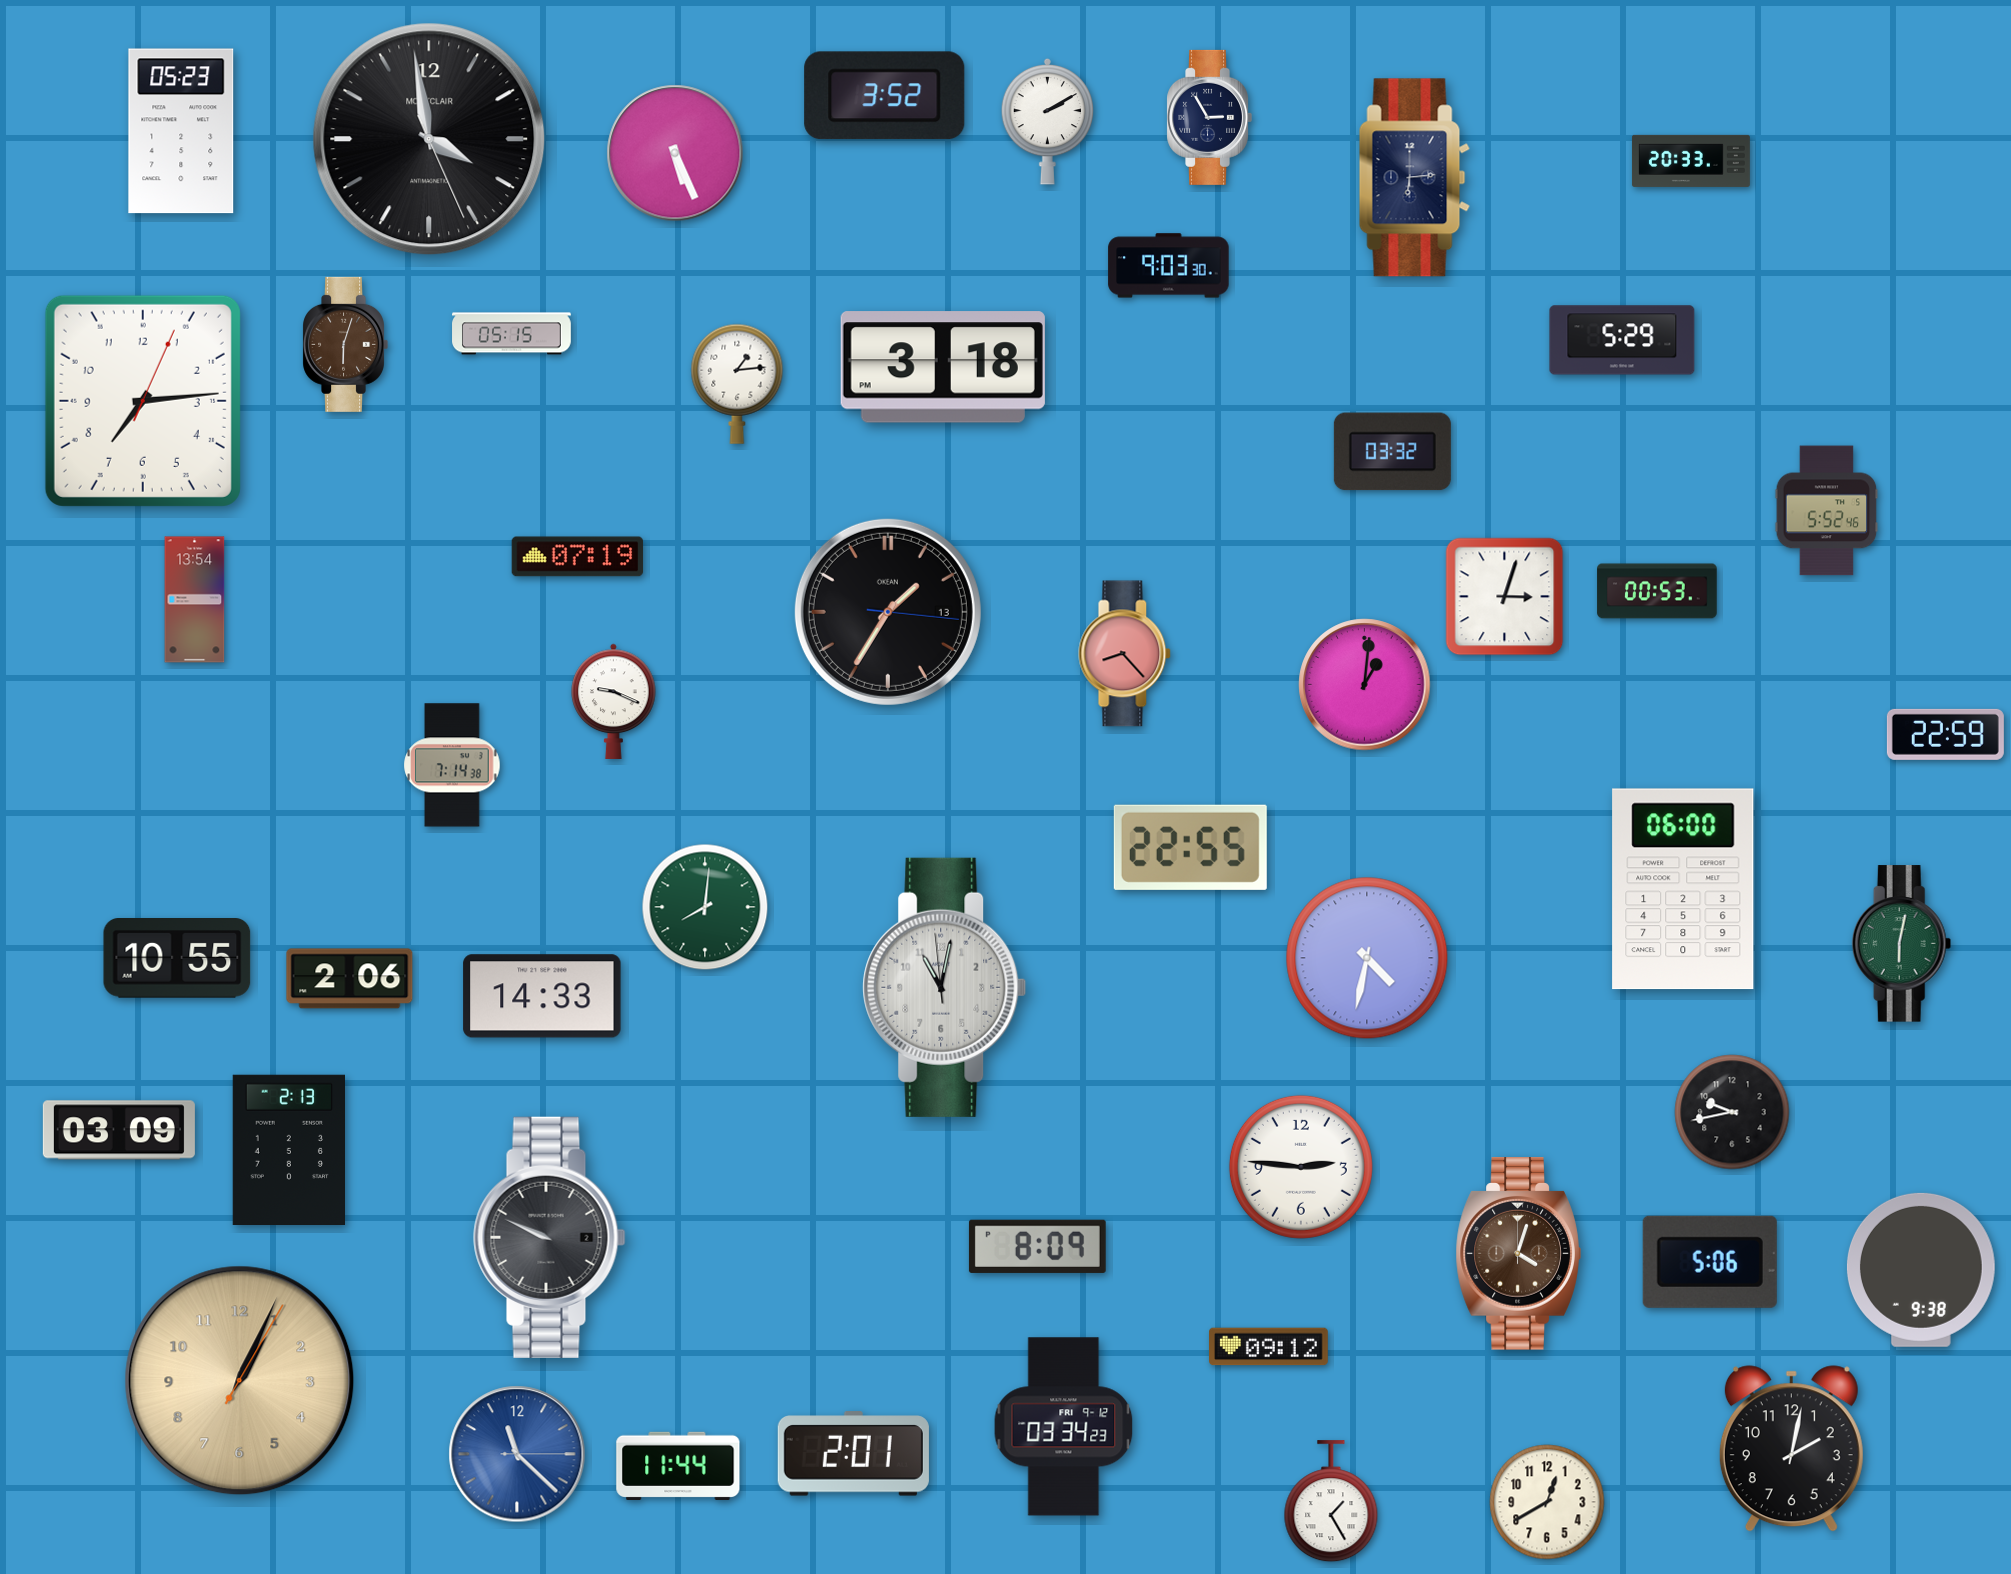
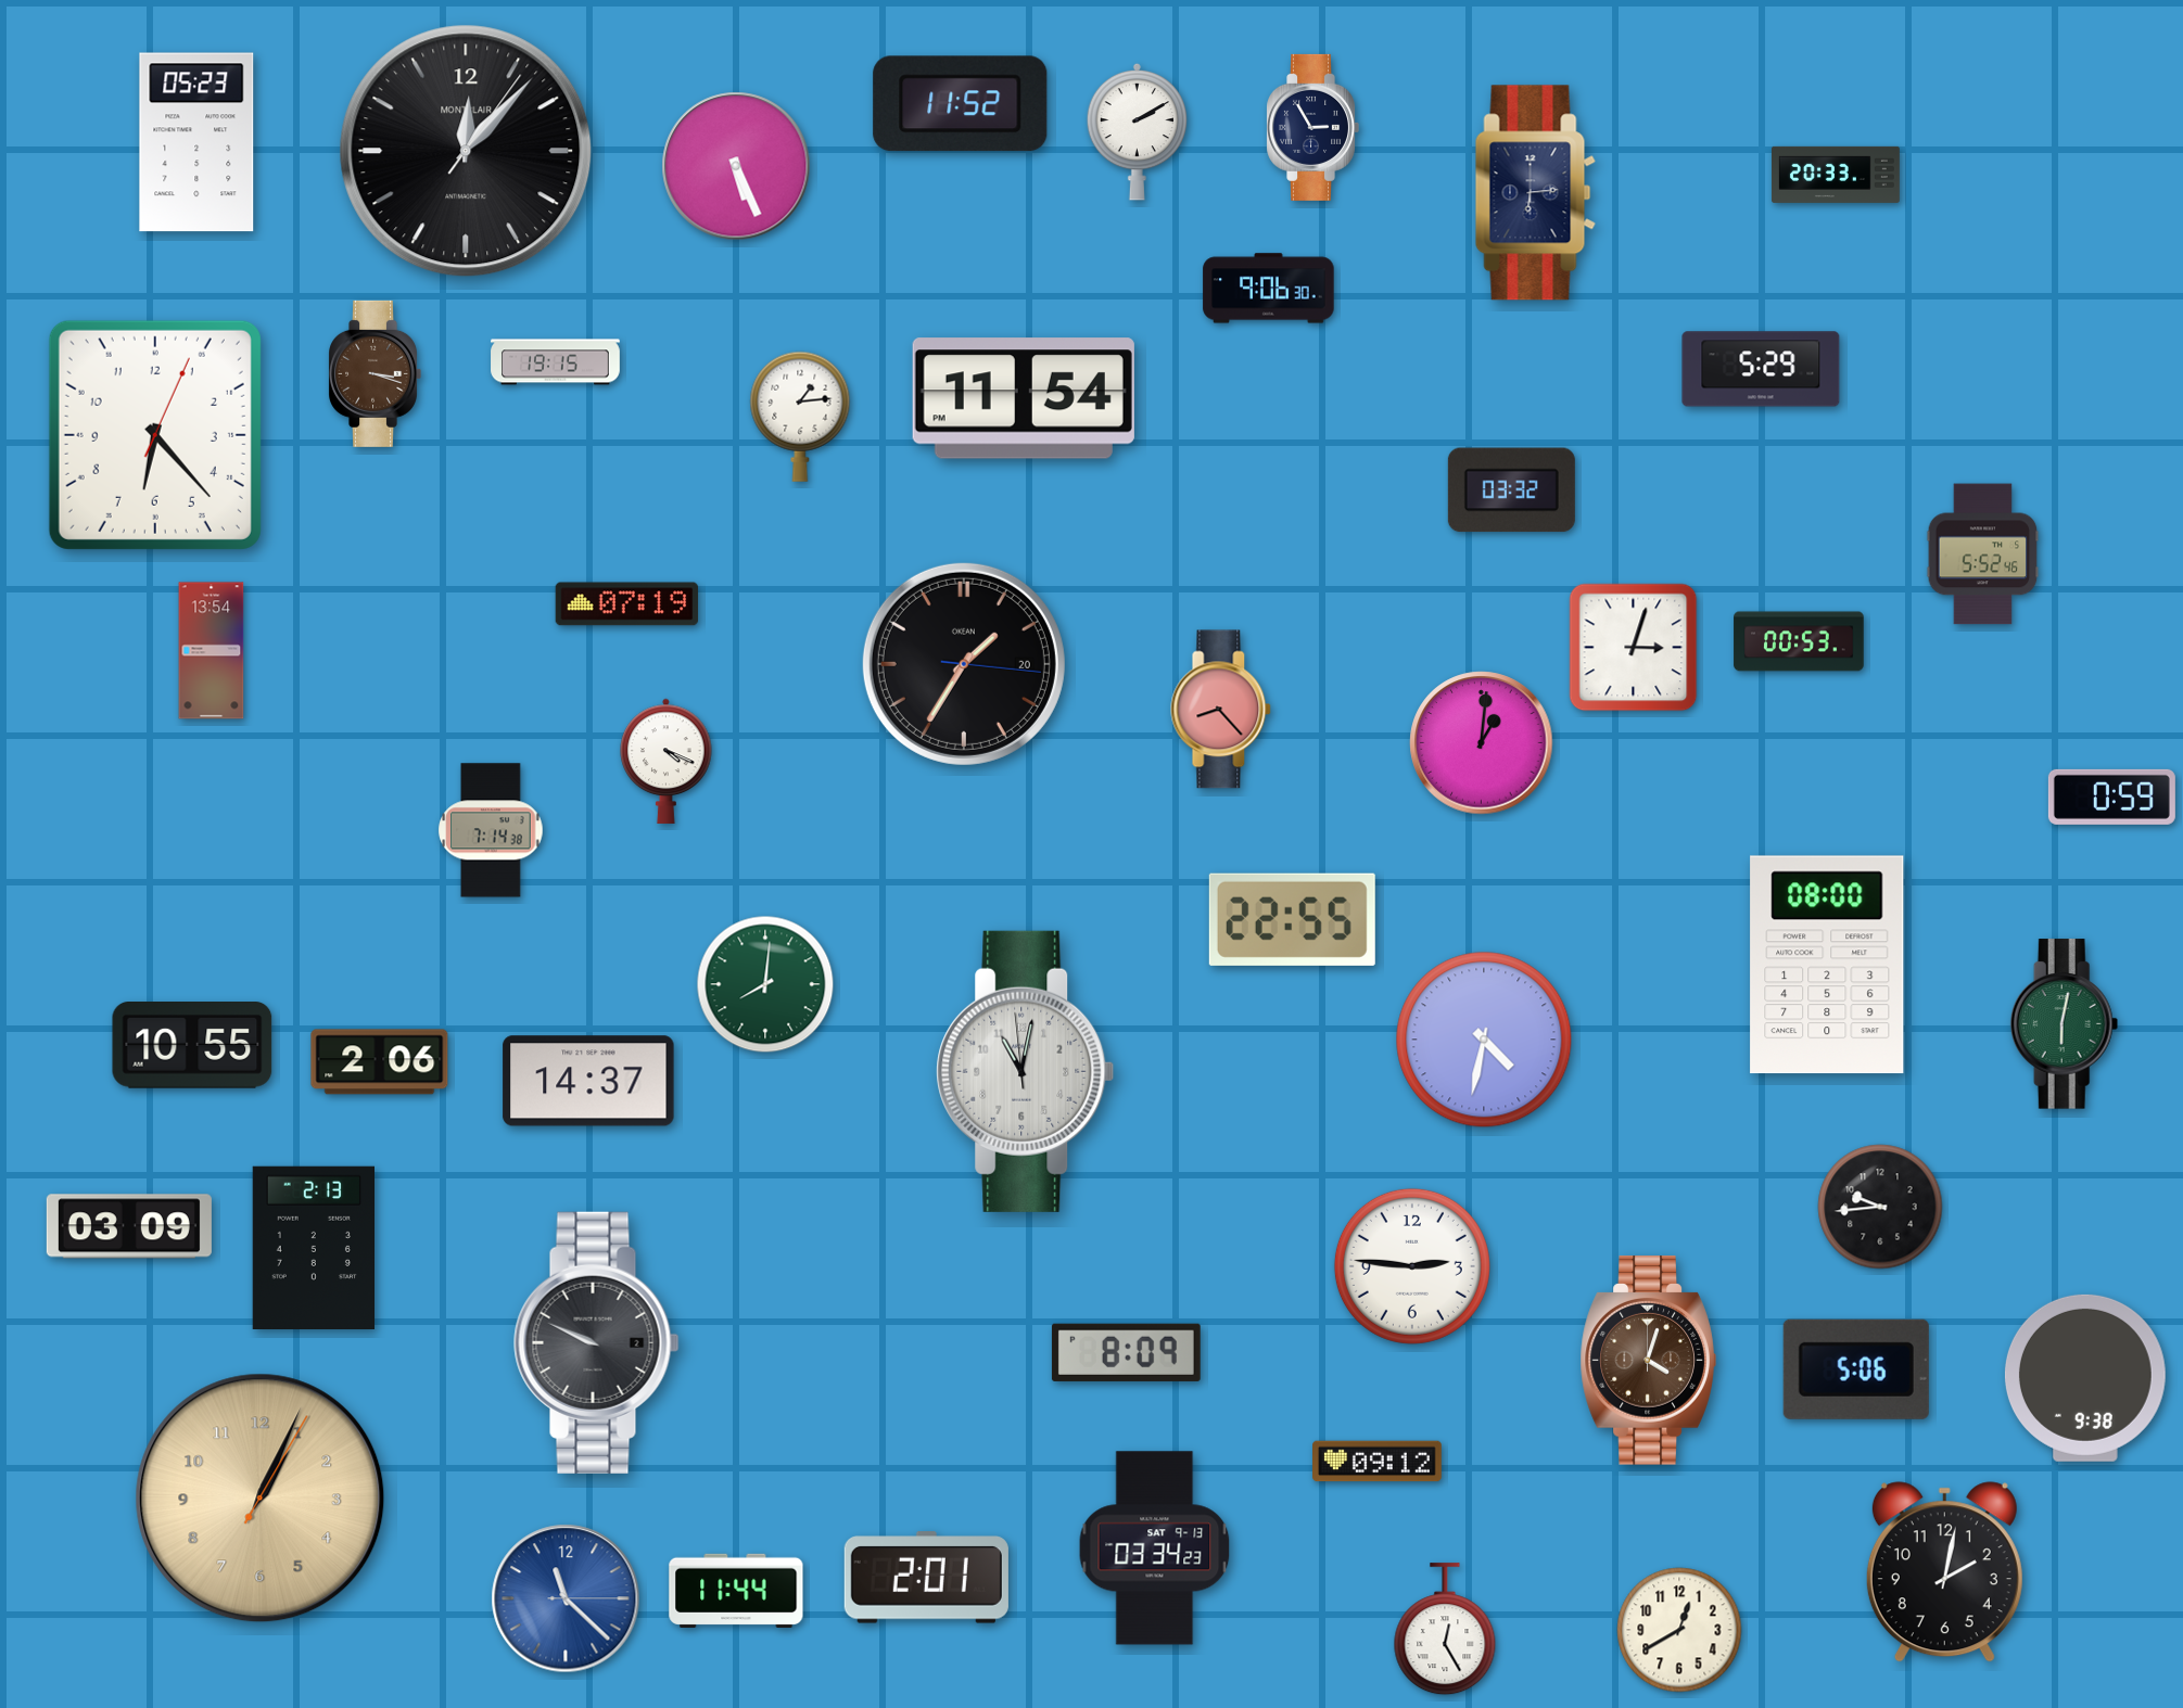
clock at (885, 96): 3:52 -> 11:52
clock at (429, 139): 3:58 -> 12:07
clock at (675, 153) position: (675, 153) -> (736, 166)
clock at (1169, 266): 9:03 -> 9:06
clock at (512, 334): 05:15 -> 19:15
clock at (345, 344): 6:03 -> 3:18
clock at (943, 367): 3:18 -> 11:54
clock at (143, 401): 7:14 -> 6:23
clock at (888, 612) date: 13 -> 20
clock at (614, 701): 9:19 -> 4:19
clock at (1945, 734): 22:59 -> 0:59
clock at (1683, 889): 06:00 -> 08:00
clock at (177, 958) position: (177, 958) -> (192, 1045)
clock at (542, 996): 14:33 -> 14:37
clock at (1732, 1112): 9:43 -> 9:44
clock at (1064, 1427) date: FRI 9-12 -> SAT 9-13
clock at (517, 1454) position: (517, 1454) -> (566, 1598)
clock at (1331, 1502): 1:25 -> 12:25
